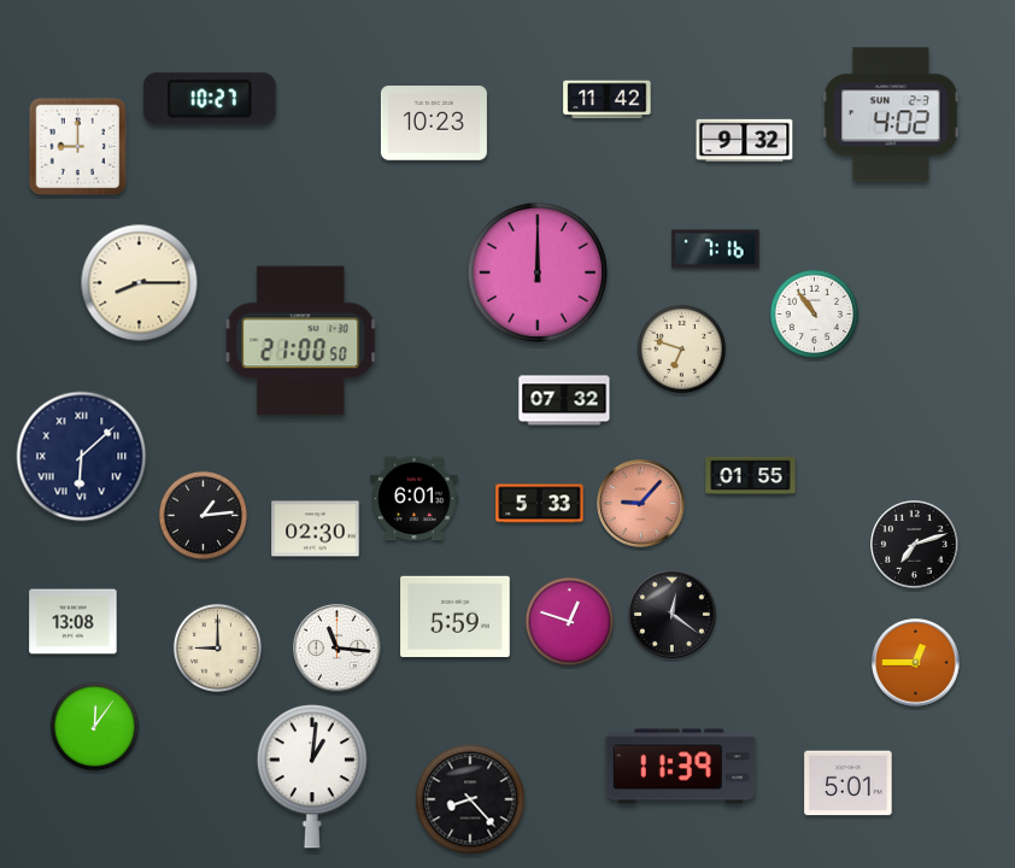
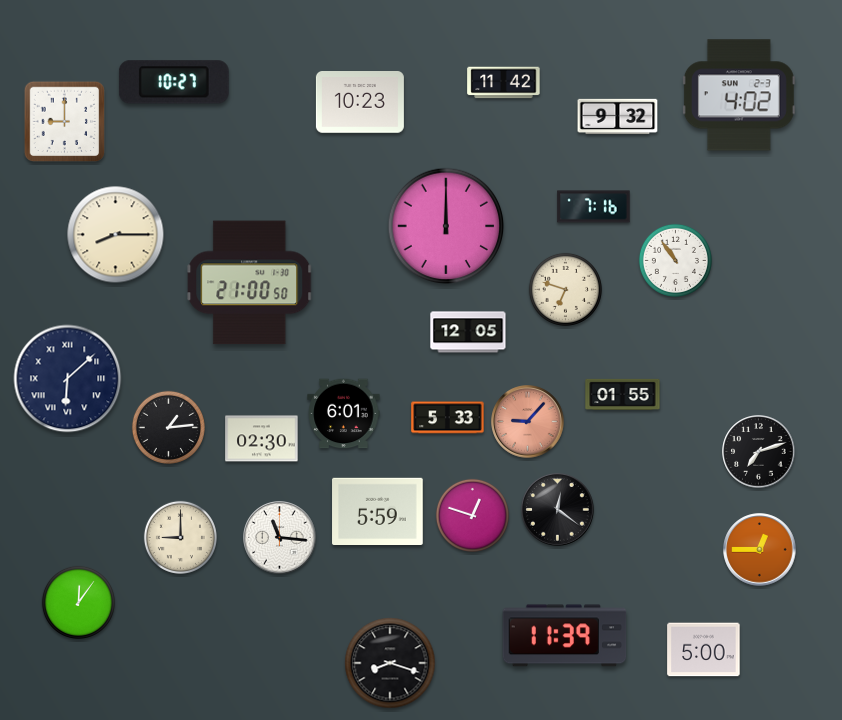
clock at (564, 400): 07:32 -> 12:05
clock at (641, 504) position: (641, 504) -> (528, 422)
clock at (74, 622): 13:08 -> none
clock at (312, 776): 1:01 -> none
clock at (849, 784): 5:01 -> 5:00
clock at (470, 799): 8:23 -> 8:18
